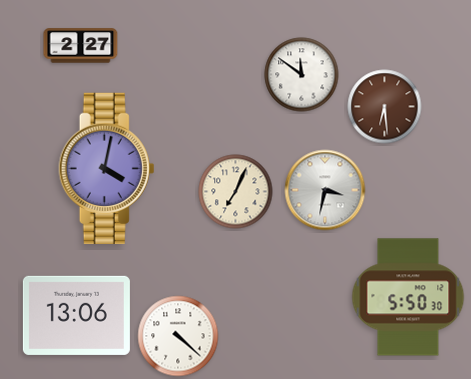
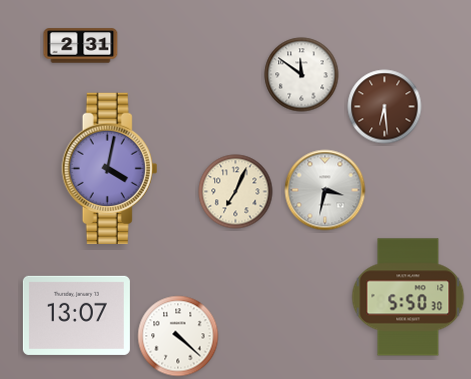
clock at (81, 46): 2:27 -> 2:31
clock at (107, 168) position: (107, 168) -> (110, 168)
clock at (76, 315): 13:06 -> 13:07
